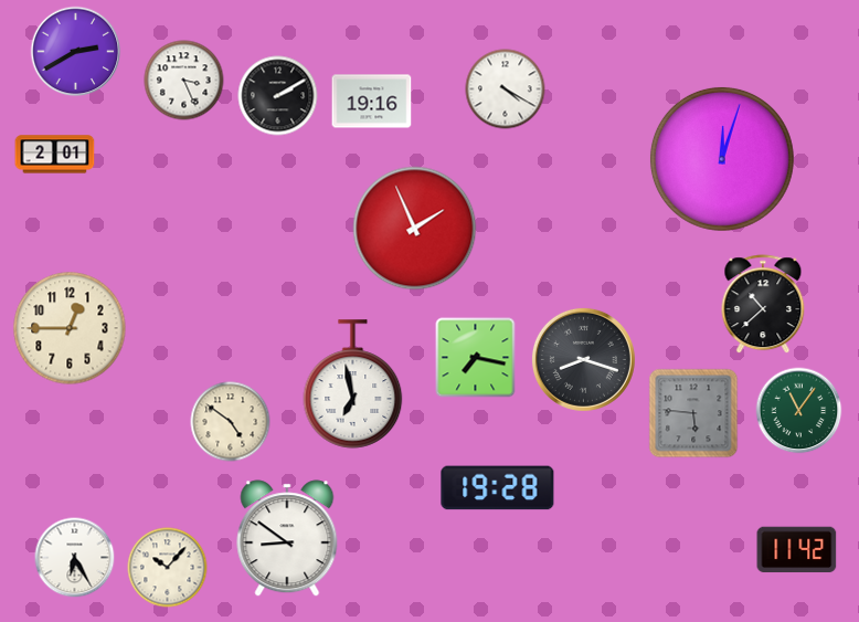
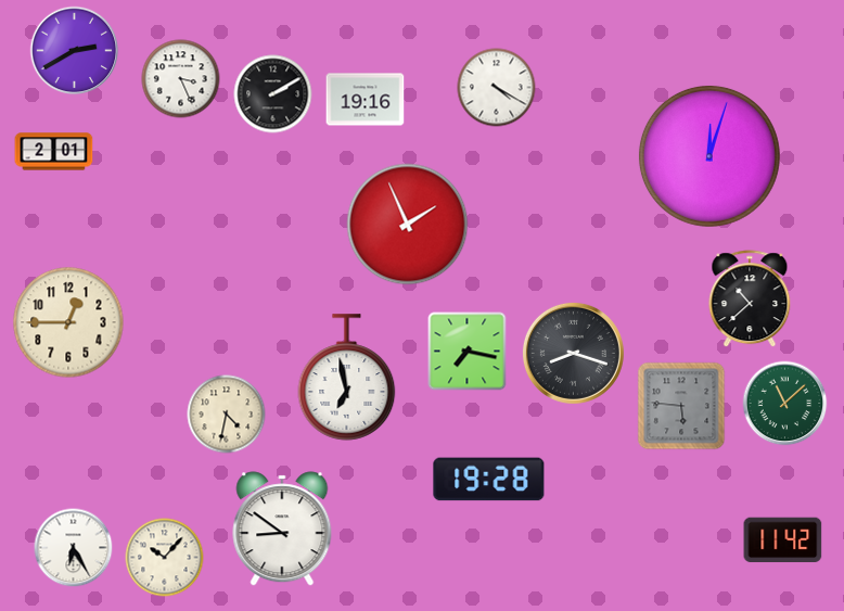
clock at (799, 411): 11:06 -> 11:08
clock at (231, 422): 4:51 -> 4:32
